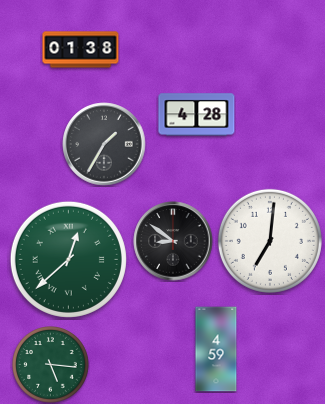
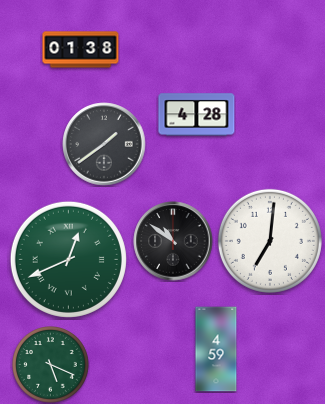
clock at (104, 144): 1:35 -> 1:39
clock at (173, 241): 8:51 -> 10:51
clock at (68, 259): 12:38 -> 12:41
clock at (51, 365): 5:16 -> 5:19
